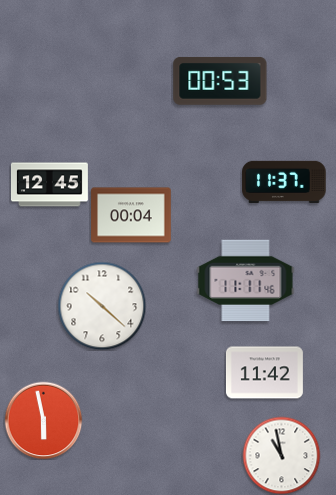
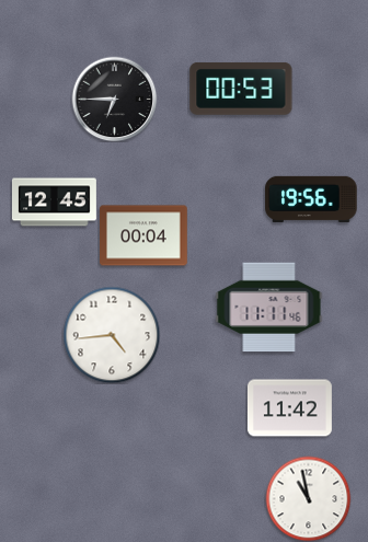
clock at (114, 99): none -> 6:45
clock at (284, 182): 11:37 -> 19:56
clock at (102, 306): 10:22 -> 4:44
clock at (43, 420): 5:58 -> none
